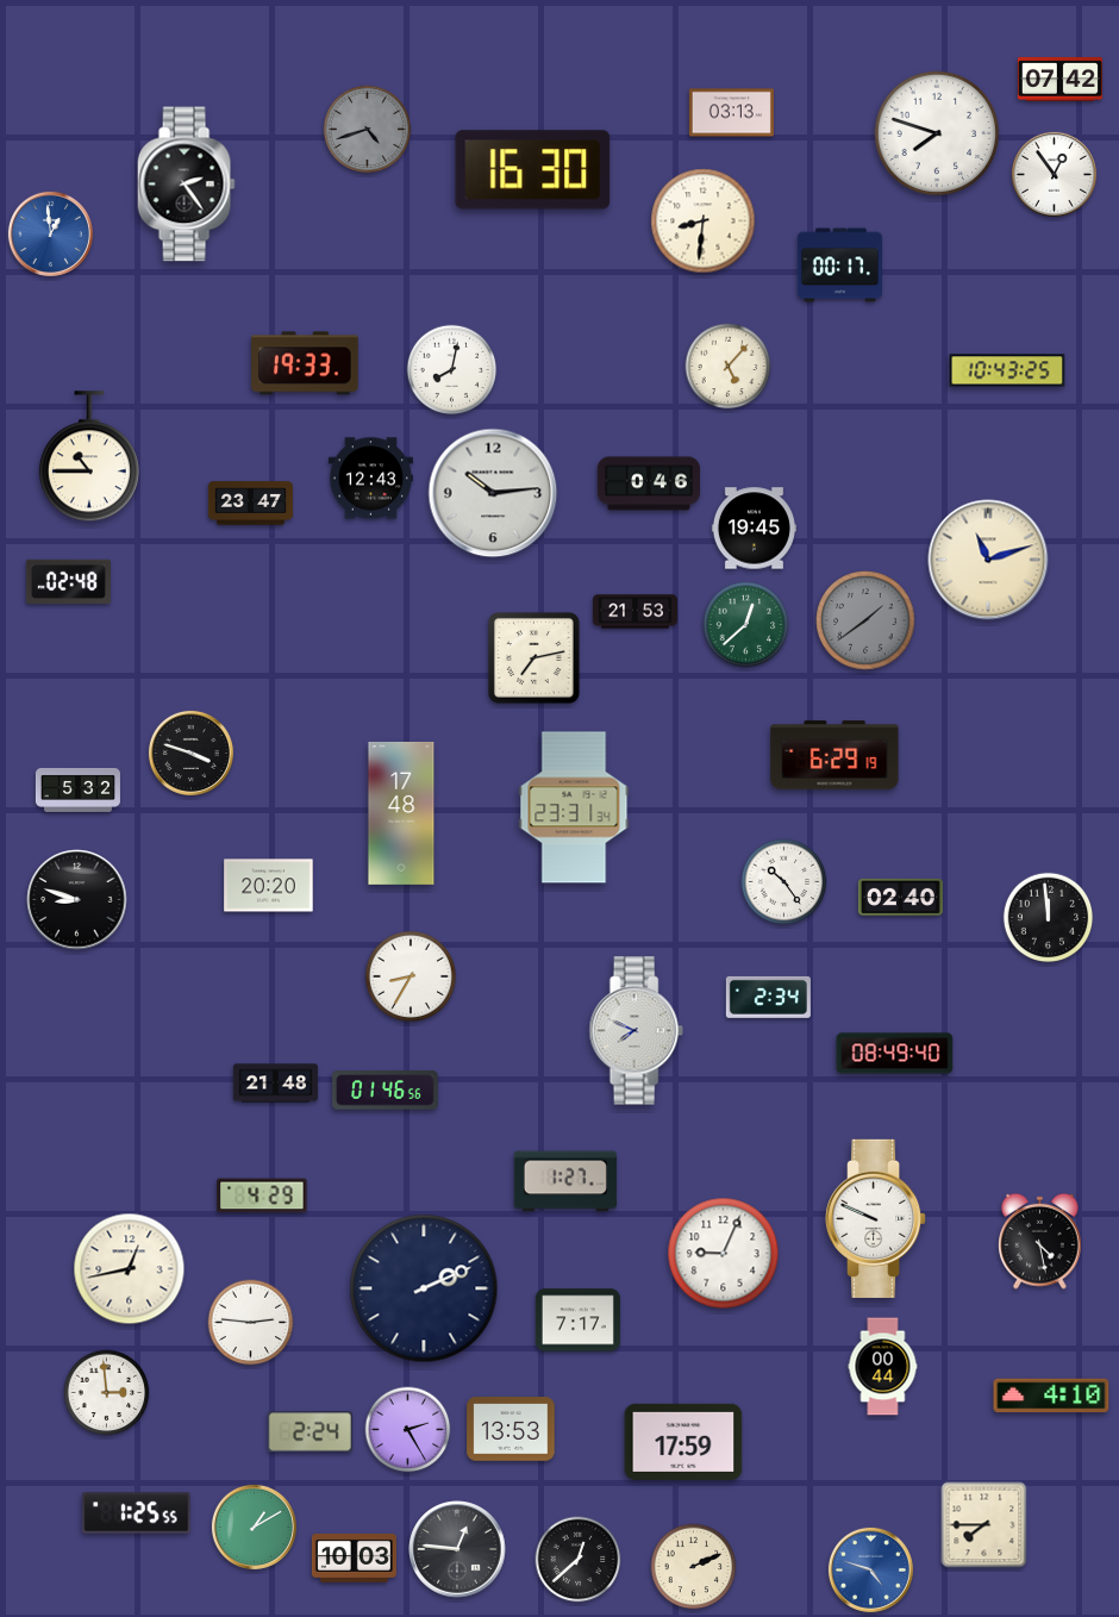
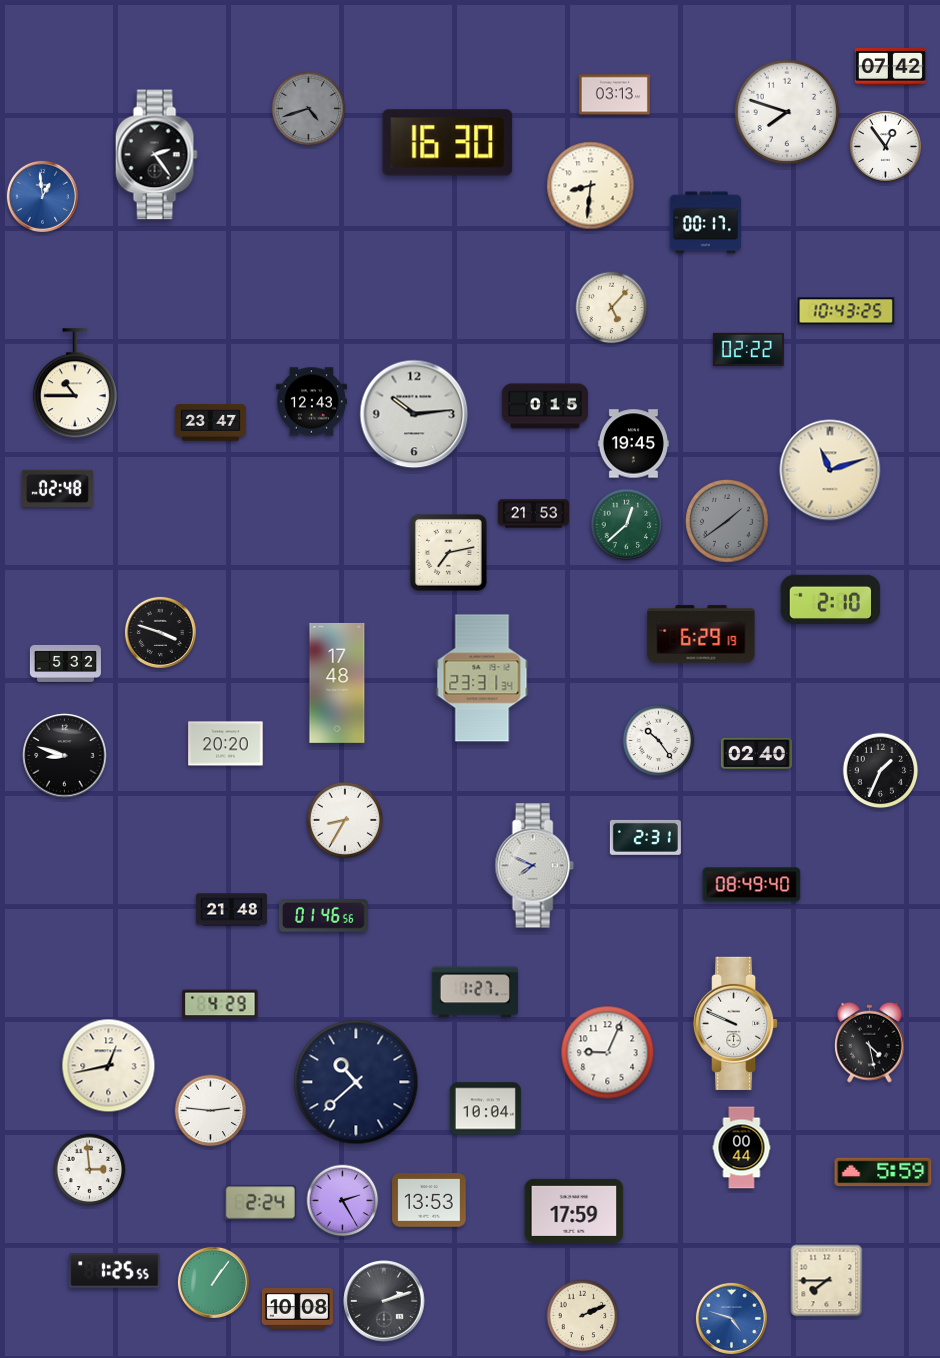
clock at (305, 363): 19:33 -> none
clock at (452, 370): 8:02 -> none
clock at (748, 349): none -> 02:22
clock at (648, 483): 0:46 -> 0:15
clock at (831, 600): none -> 2:10
clock at (1049, 918): 11:59 -> 1:34
clock at (768, 997): 2:34 -> 2:31
clock at (1040, 1241) position: (1040, 1241) -> (870, 1042)
clock at (424, 1288): 2:11 -> 10:38
clock at (577, 1321): 7:17 -> 10:04
clock at (1051, 1396): 4:10 -> 5:59
clock at (254, 1527): 1:10 -> 1:06
clock at (457, 1549): 12:46 -> 2:12
clock at (354, 1557): 10:03 -> 10:08
clock at (579, 1560): 12:38 -> none
